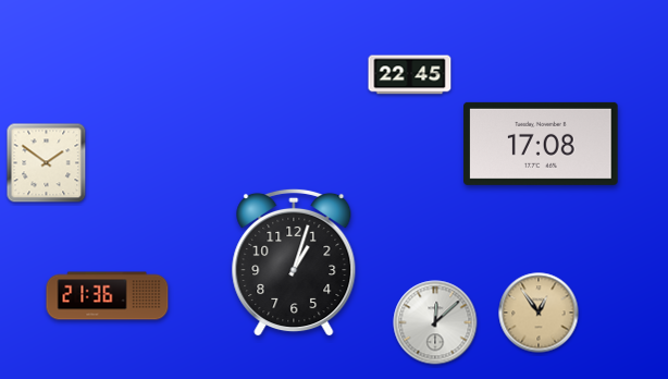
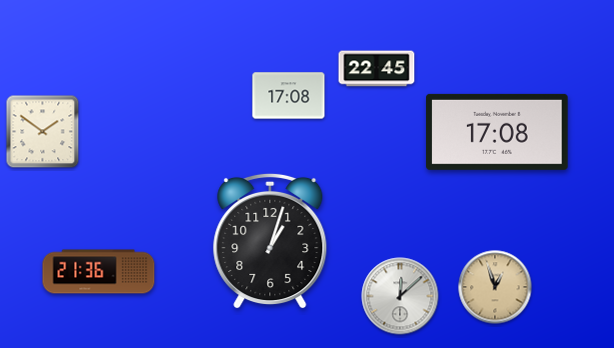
clock at (289, 96): none -> 17:08
clock at (47, 163) position: (47, 163) -> (43, 132)
clock at (539, 313): 12:54 -> 12:57
